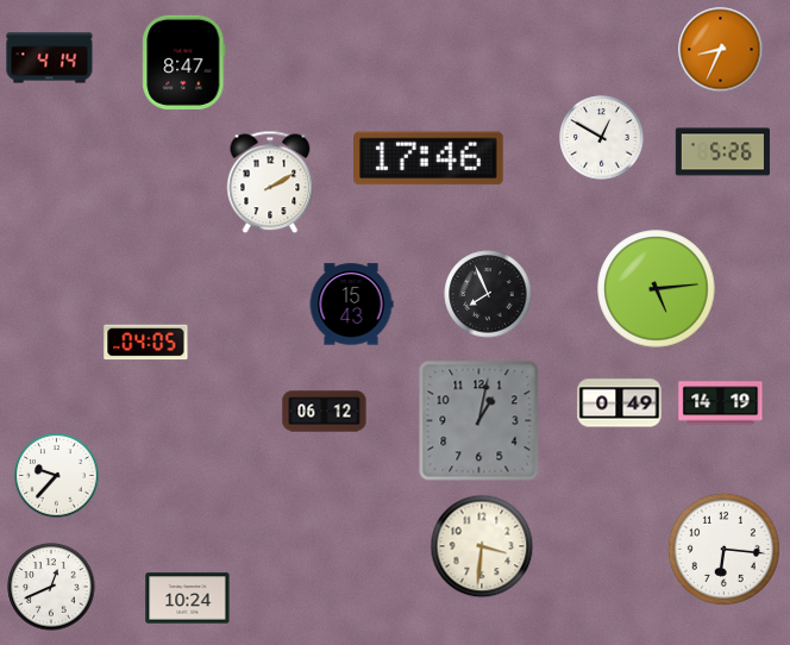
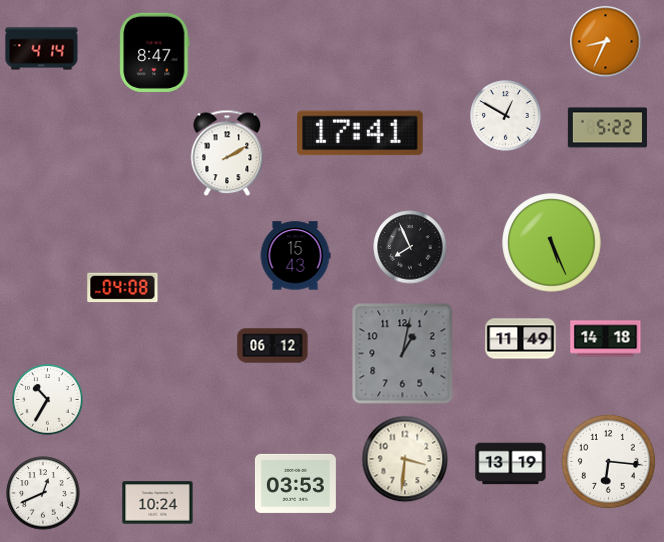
clock at (722, 152): 5:26 -> 5:22
clock at (430, 158): 17:46 -> 17:41
clock at (657, 289): 5:14 -> 5:26
clock at (146, 343): 04:05 -> 04:08
clock at (620, 403): 0:49 -> 11:49
clock at (721, 403): 14:19 -> 14:18
clock at (57, 476): 9:37 -> 10:35
clock at (511, 464): none -> 13:19
clock at (295, 483): none -> 03:53
